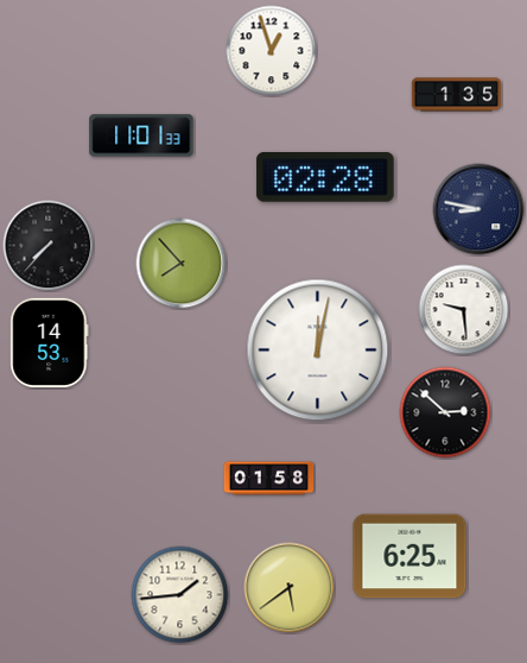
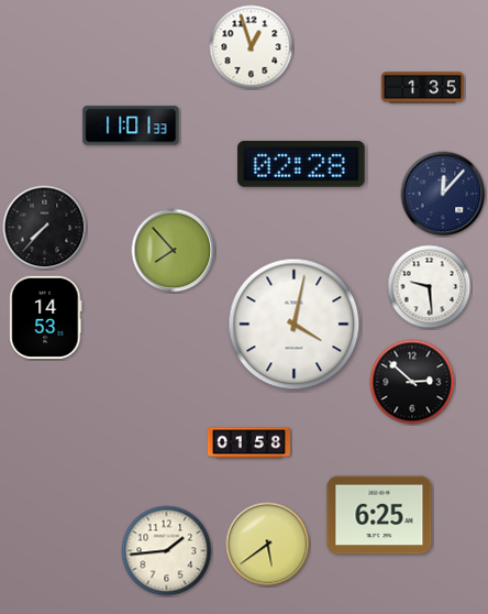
clock at (478, 209): 8:47 -> 12:07
clock at (182, 264) position: (182, 264) -> (174, 251)
clock at (318, 351): 12:02 -> 4:02
